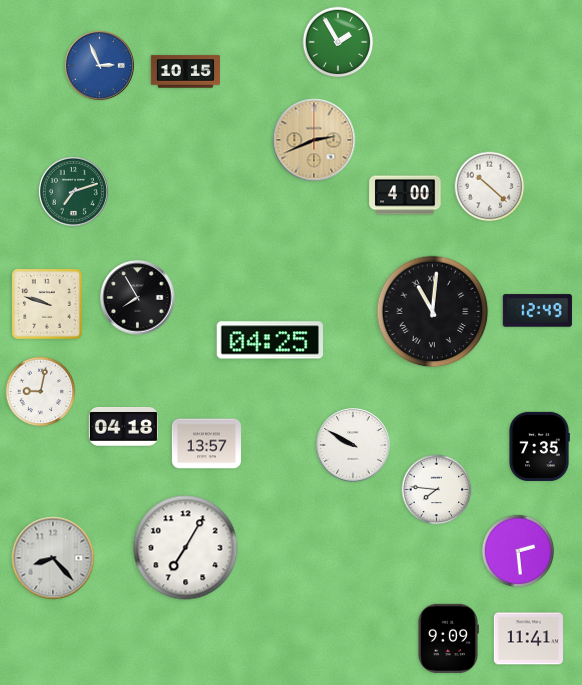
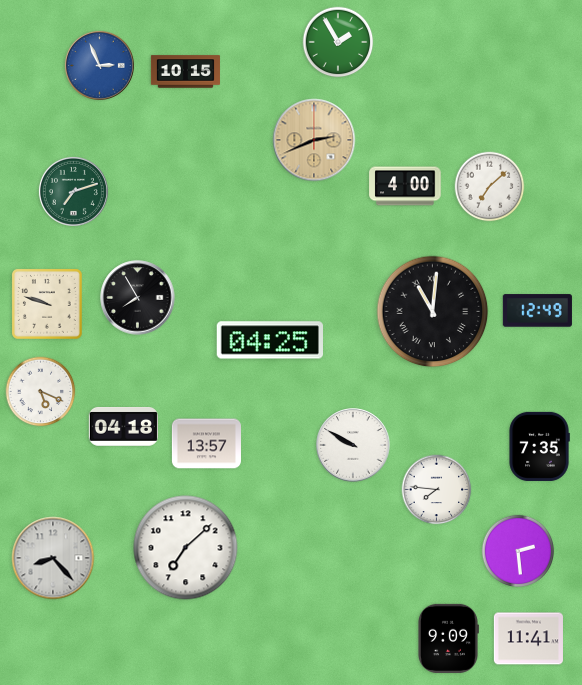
clock at (490, 187): 10:22 -> 7:08
clock at (405, 195) position: (405, 195) -> (405, 186)
clock at (41, 392): 9:02 -> 5:19
clock at (186, 548): 7:05 -> 7:08
